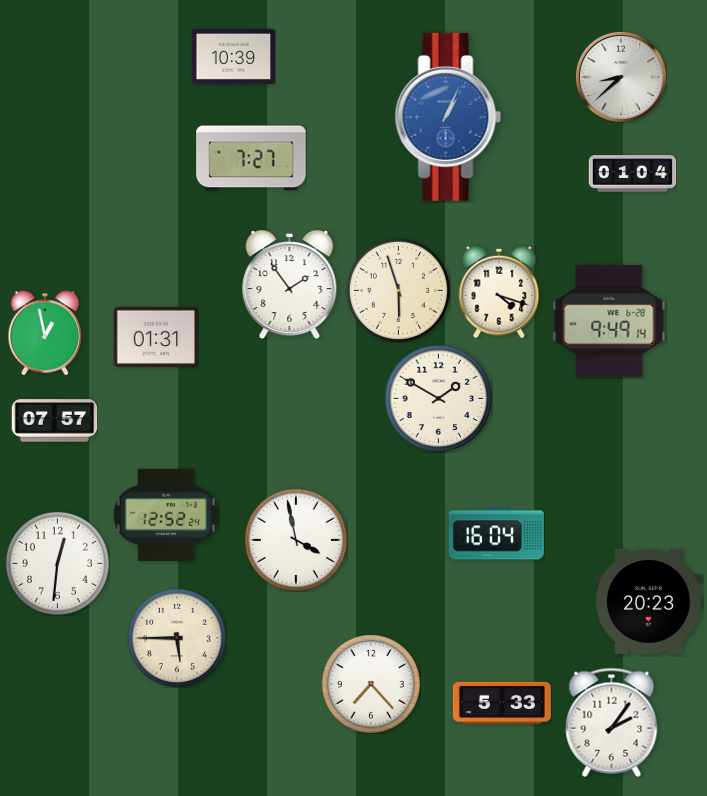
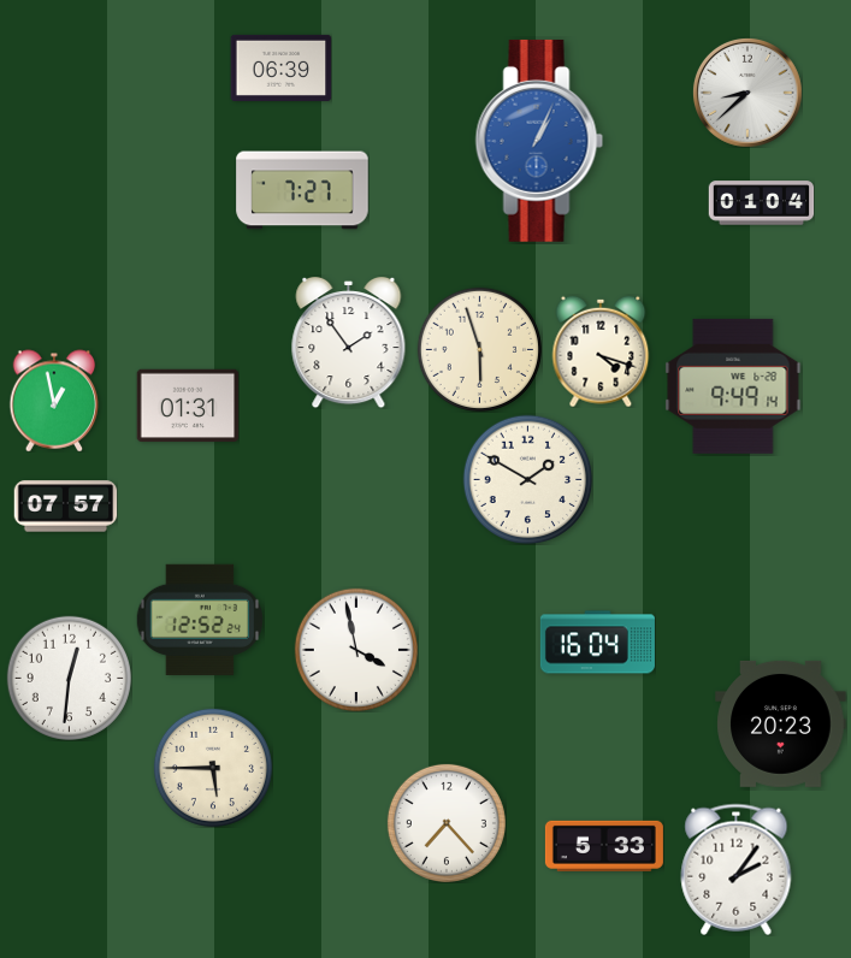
clock at (233, 56): 10:39 -> 06:39
clock at (632, 174) position: (632, 174) -> (761, 203)
